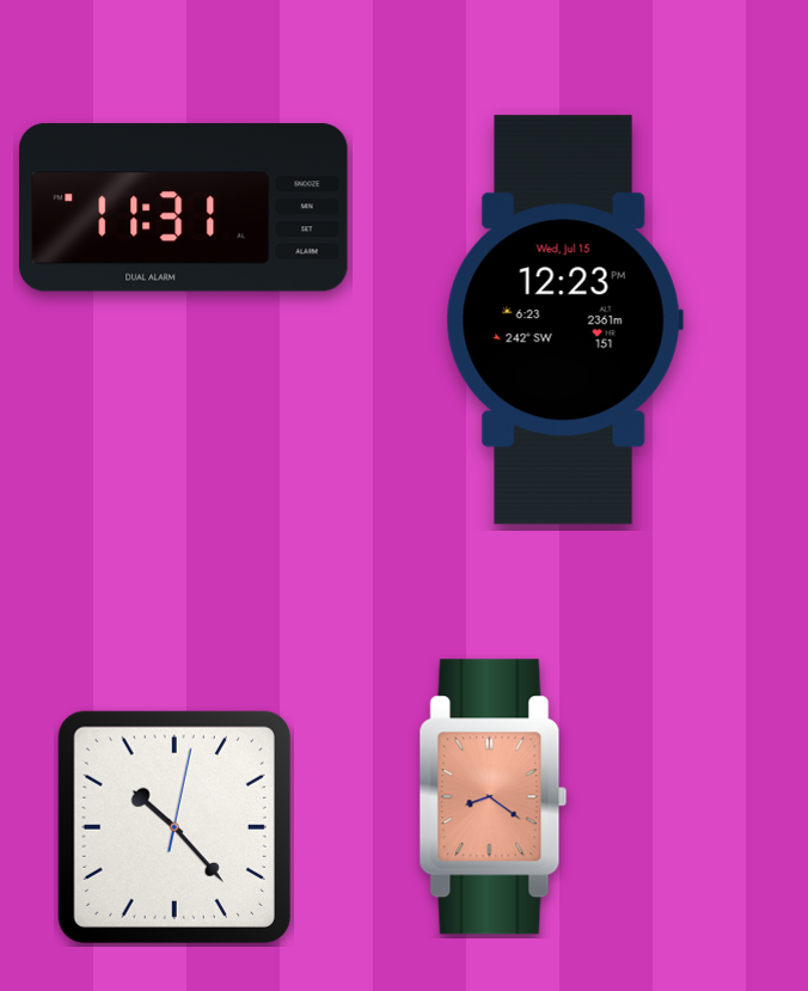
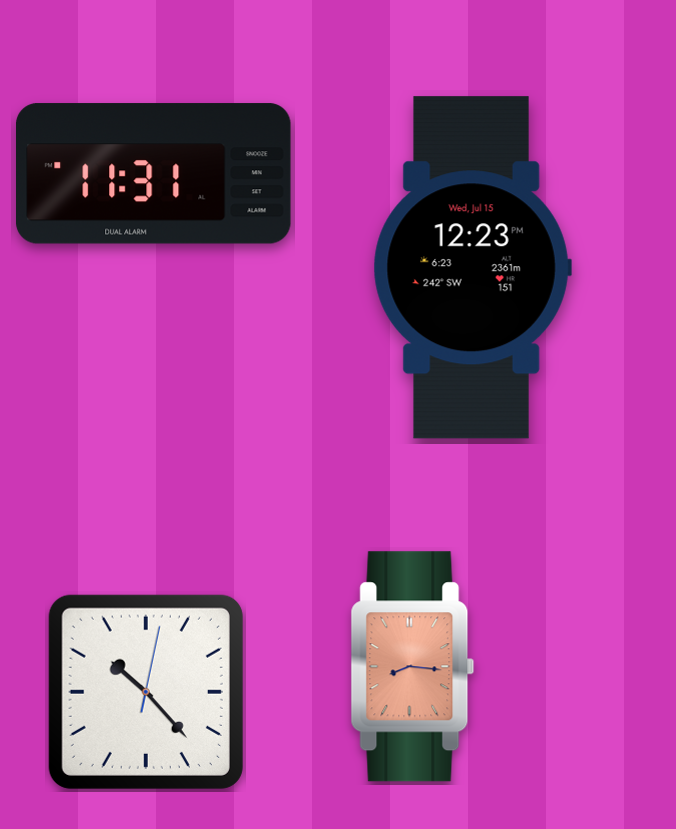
clock at (494, 797): 8:21 -> 8:16
